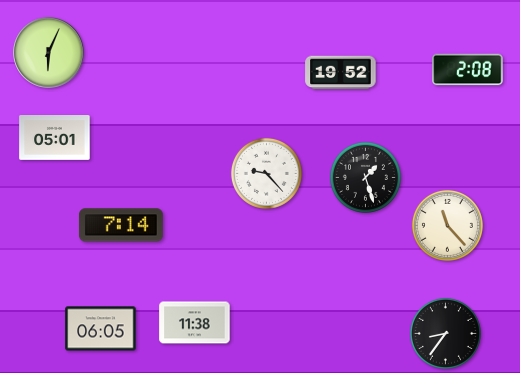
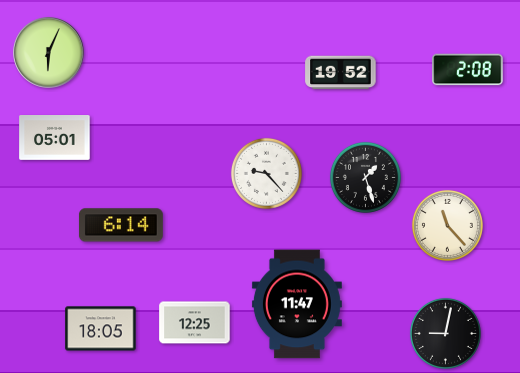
clock at (121, 225): 7:14 -> 6:14
clock at (297, 304): none -> 11:47
clock at (195, 323): 11:38 -> 12:25
clock at (101, 329): 06:05 -> 18:05
clock at (445, 333): 8:36 -> 9:02
